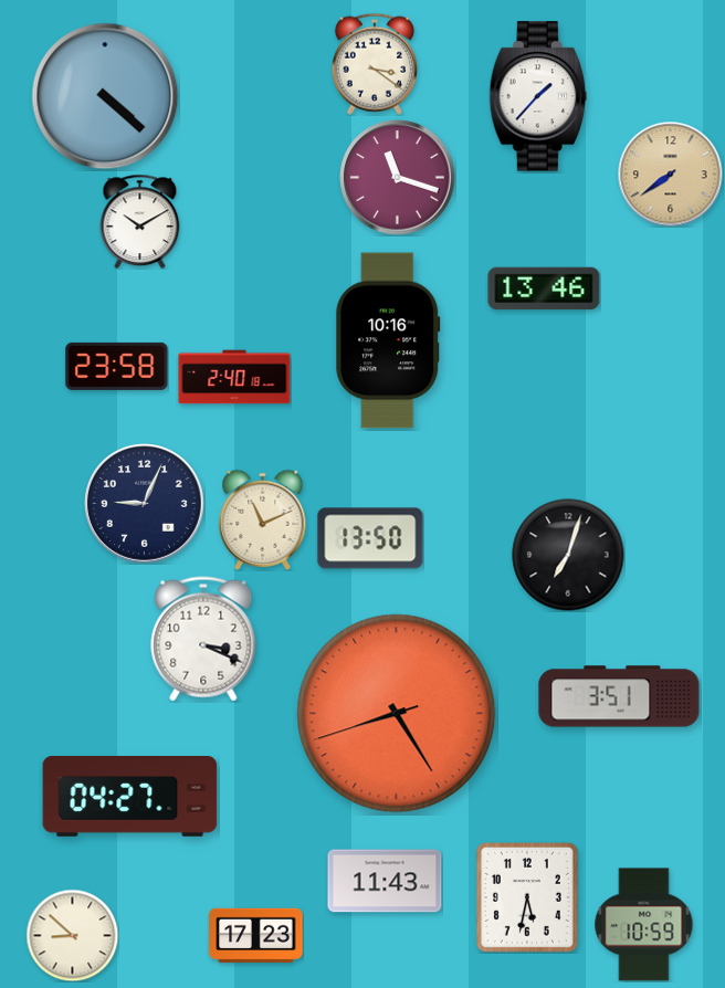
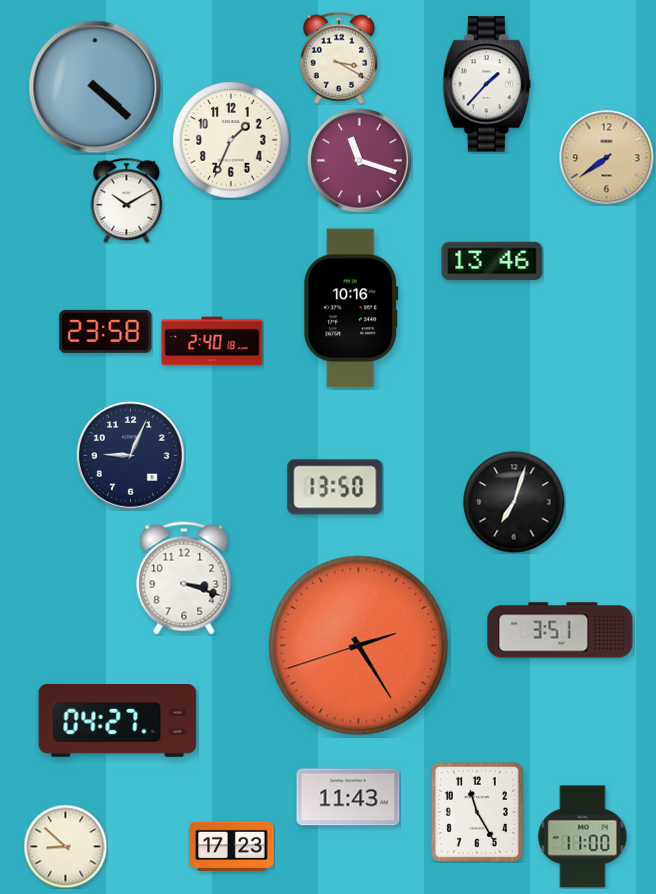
clock at (375, 64): 3:21 -> 3:20
clock at (537, 96) position: (537, 96) -> (486, 84)
clock at (231, 140): none -> 1:34
clock at (263, 519): 11:11 -> none
clock at (203, 639): 3:19 -> 3:18
clock at (397, 714): 8:24 -> 2:24
clock at (527, 897): 5:32 -> 11:25
clock at (644, 925): 10:59 -> 11:00
